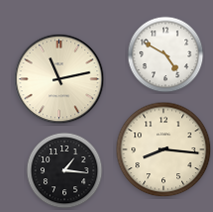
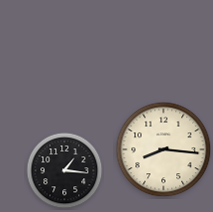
clock at (166, 55): 4:50 -> none
clock at (59, 79): 11:13 -> none
